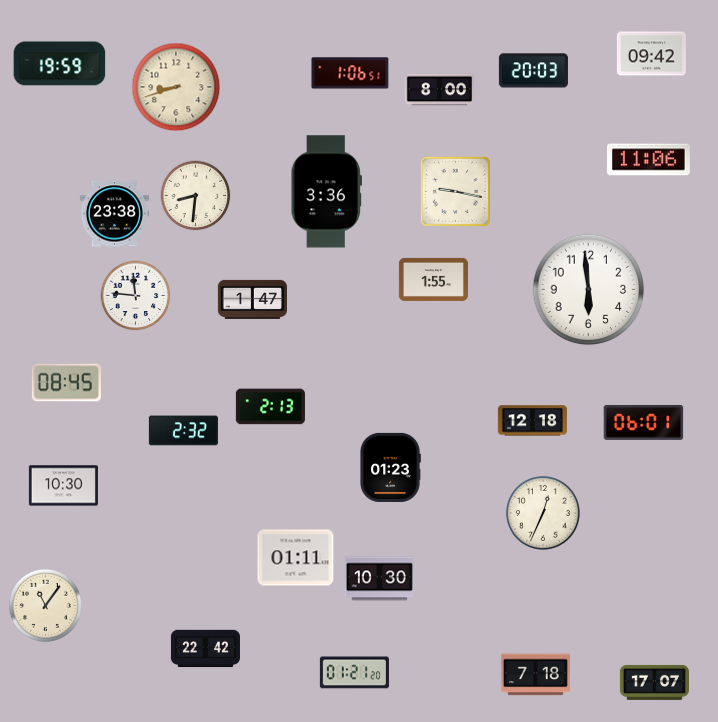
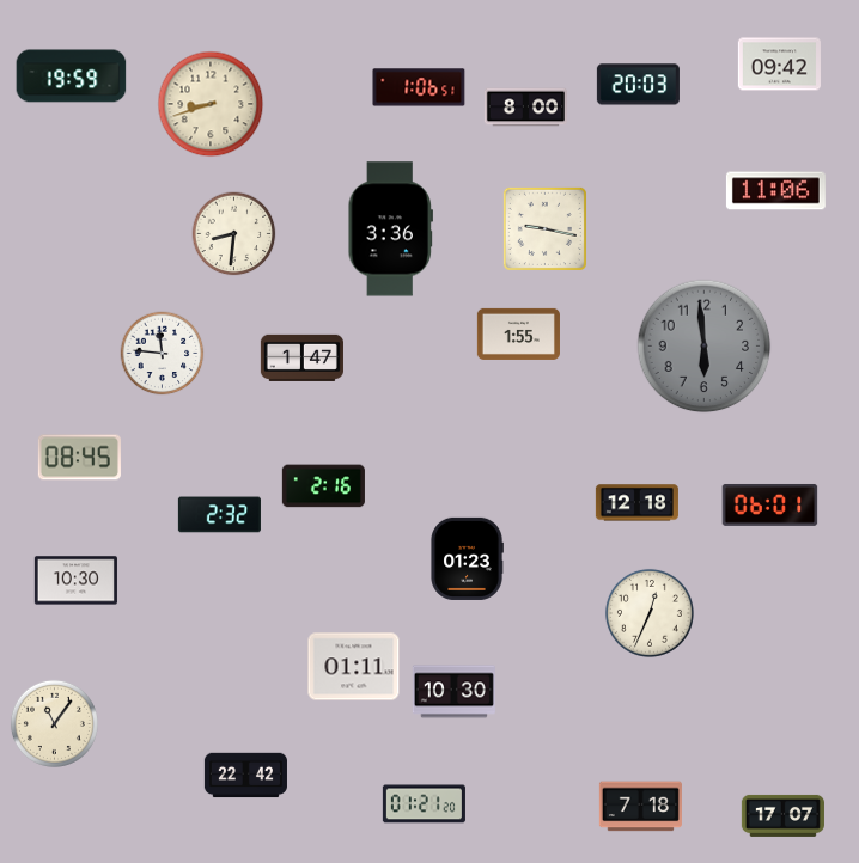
clock at (114, 214): 23:38 -> none
clock at (589, 290) dial: white -> grey
clock at (270, 407): 2:13 -> 2:16
